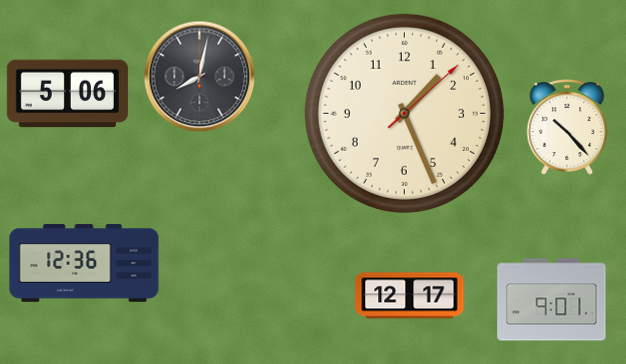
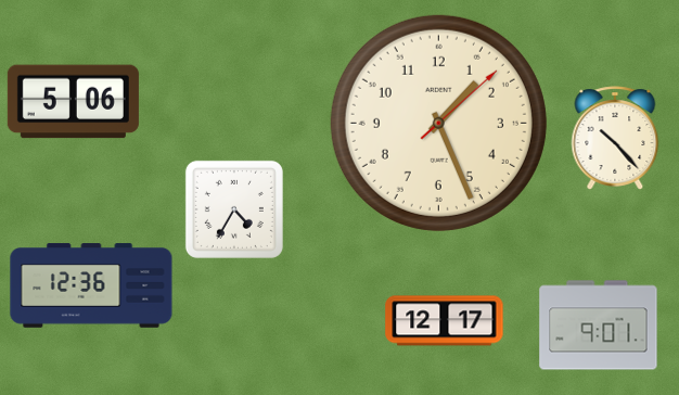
clock at (200, 77): 8:02 -> none
clock at (234, 209): none -> 4:35
